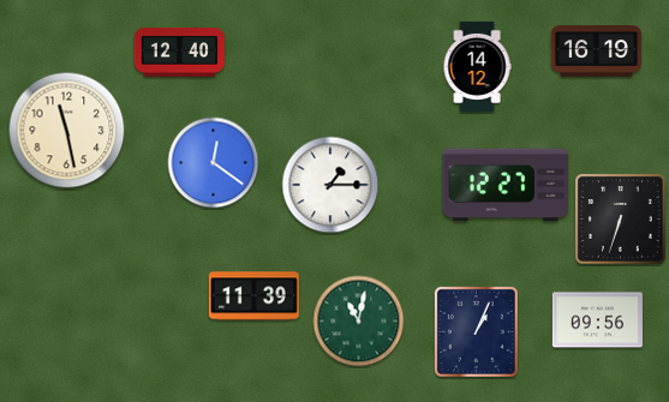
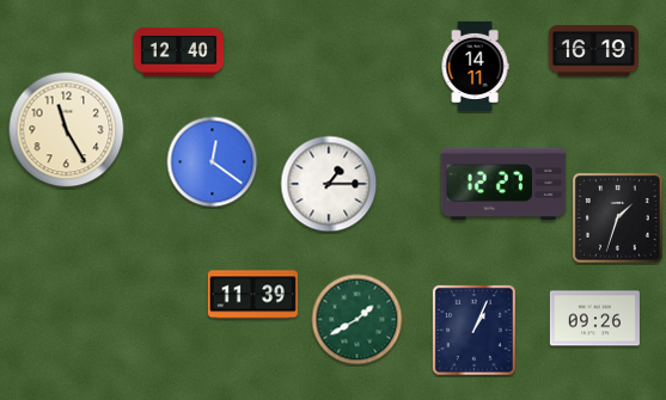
clock at (477, 66): 14:12 -> 14:11
clock at (67, 131): 11:28 -> 11:25
clock at (621, 220): 6:33 -> 1:33
clock at (597, 320): 09:56 -> 09:26
clock at (359, 322): 11:02 -> 1:40
